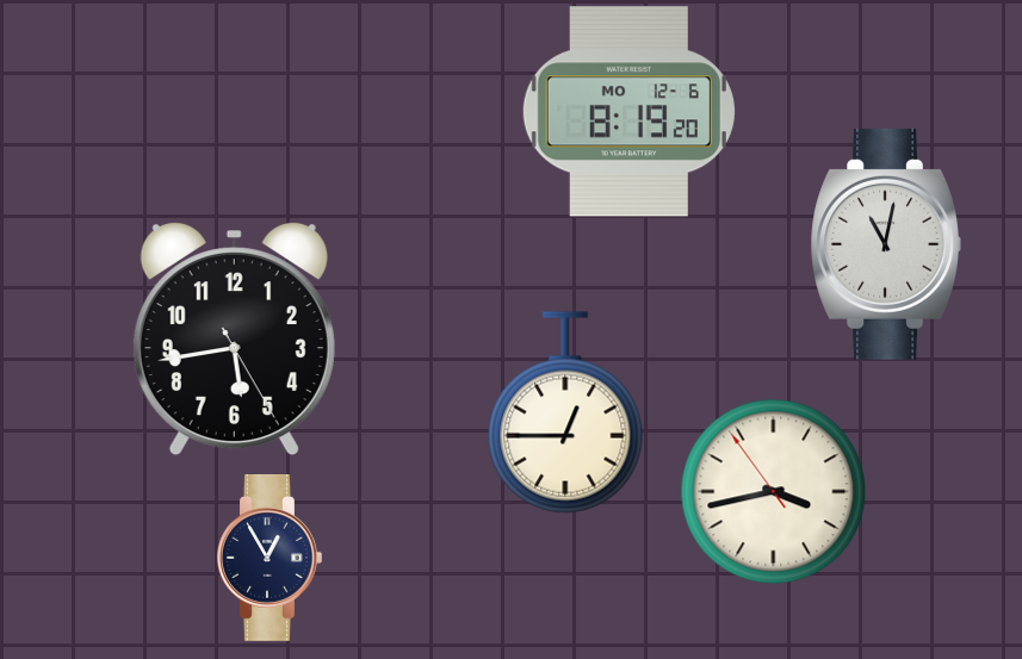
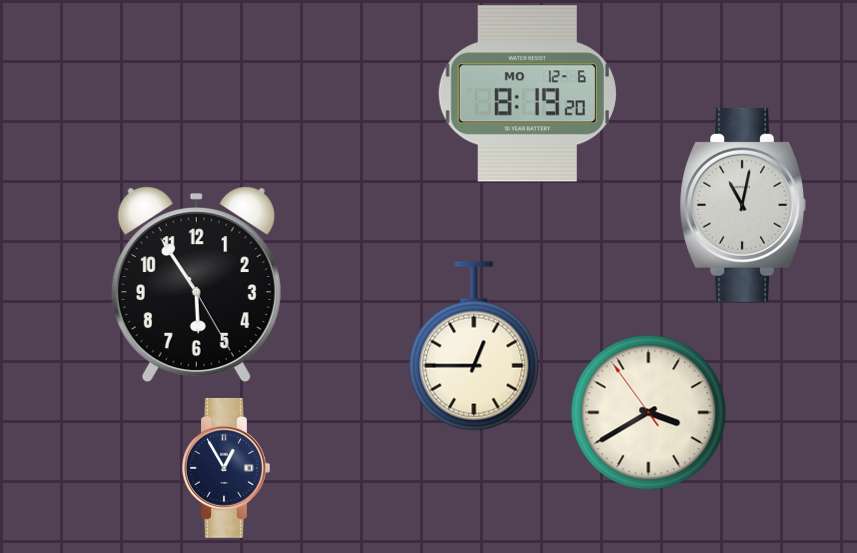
clock at (234, 340): 5:43 -> 5:54
clock at (774, 492): 3:42 -> 3:39
